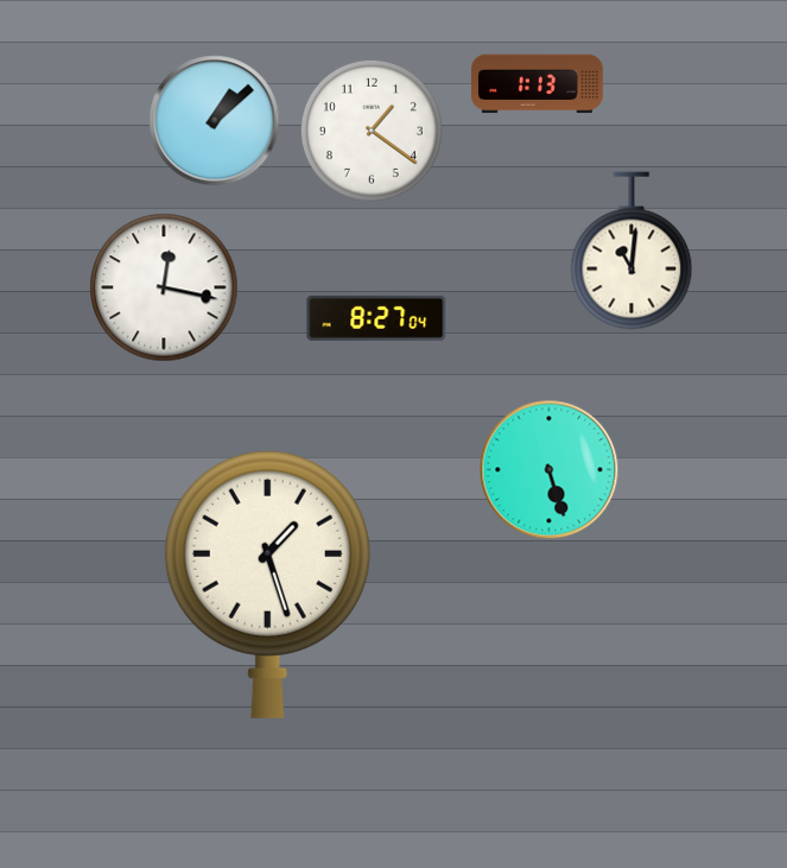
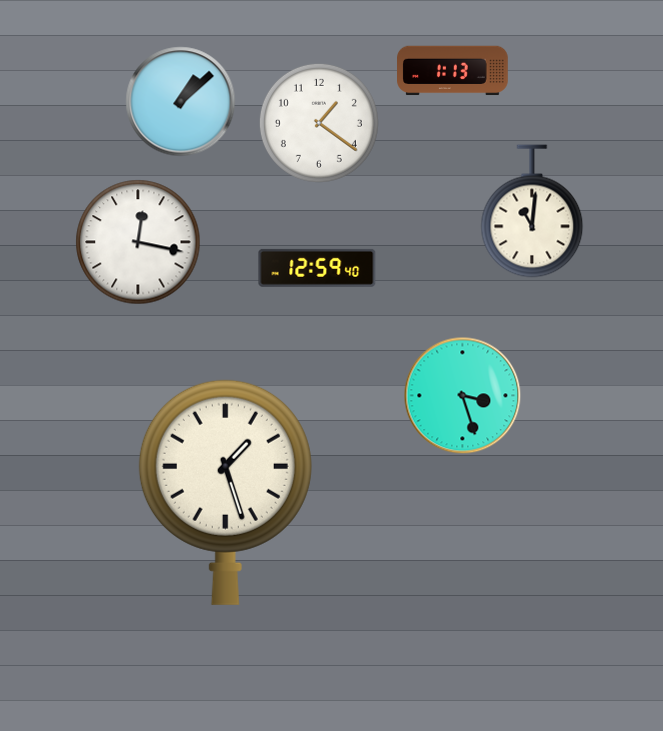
clock at (372, 131) position: (372, 131) -> (319, 123)
clock at (376, 318): 8:27 -> 12:59
clock at (550, 470): 5:27 -> 3:27
